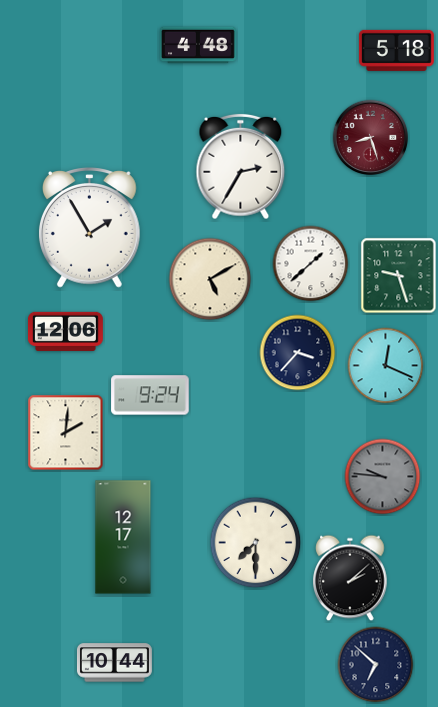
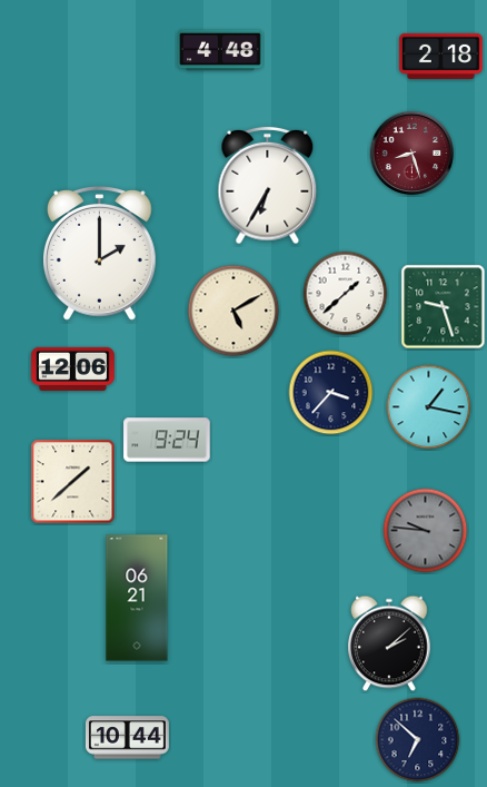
clock at (396, 50): 5:18 -> 2:18
clock at (241, 167): 2:35 -> 6:35
clock at (90, 228): 1:55 -> 2:00
clock at (386, 366): 12:19 -> 1:17
clock at (66, 433): 2:01 -> 1:38
clock at (123, 537): 12:17 -> 06:21
clock at (256, 543): 7:30 -> none
